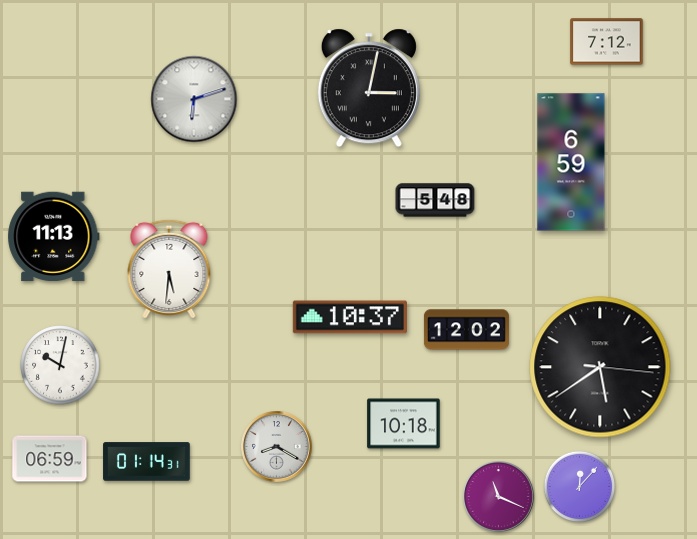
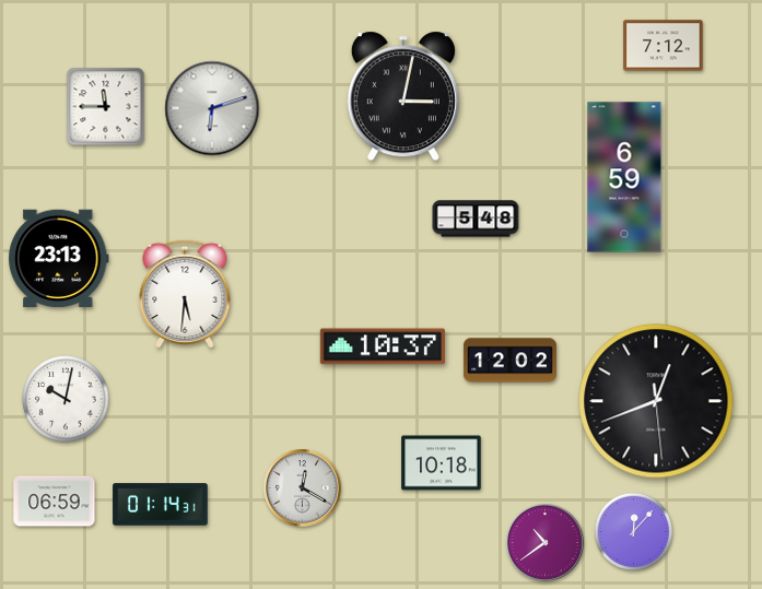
clock at (106, 107): none -> 11:45
clock at (54, 237): 11:13 -> 23:13
clock at (600, 367): 5:39 -> 12:41
clock at (277, 447): 8:20 -> 12:20
clock at (499, 497): 11:19 -> 10:39
